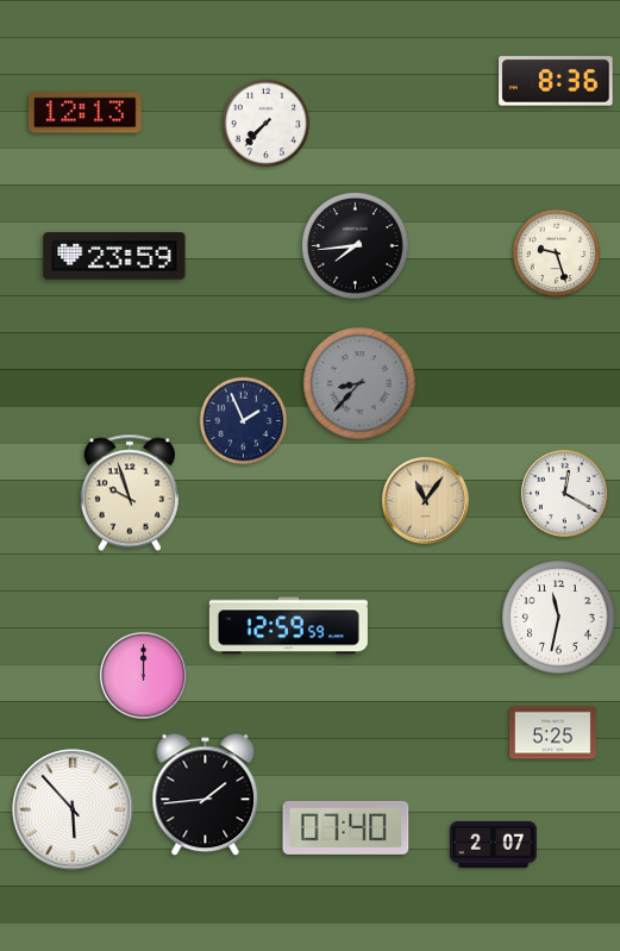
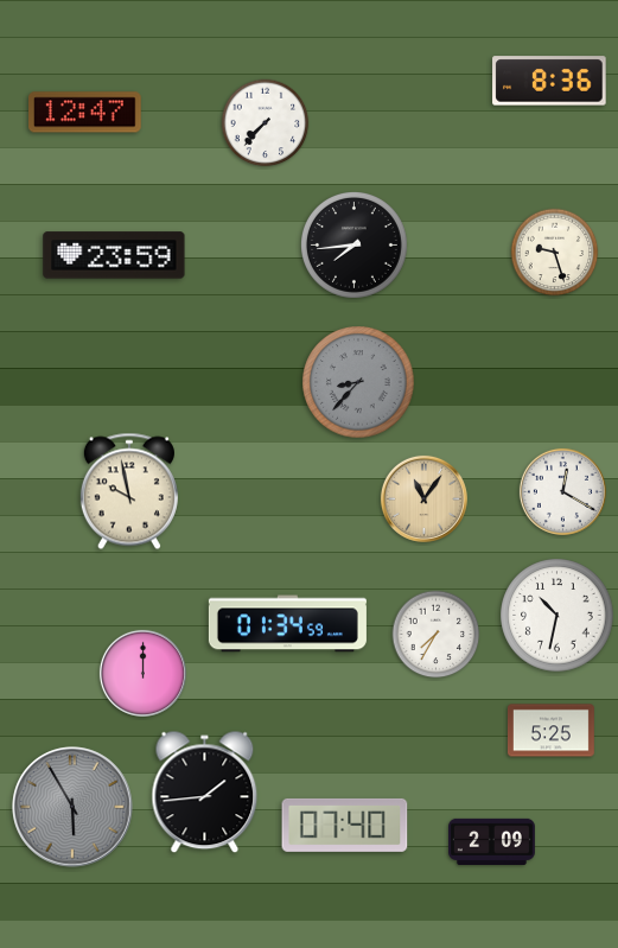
clock at (556, 81) position: (556, 81) -> (549, 81)
clock at (86, 113): 12:13 -> 12:47
clock at (244, 421): 1:56 -> none
clock at (130, 493): 9:57 -> 9:58
clock at (559, 618): 11:32 -> 10:32
clock at (288, 626): 12:59 -> 01:34
clock at (437, 635): none -> 7:35
clock at (73, 809): 5:53 -> 5:55
clock at (73, 809) dial: white -> grey
clock at (494, 844): 2:07 -> 2:09
